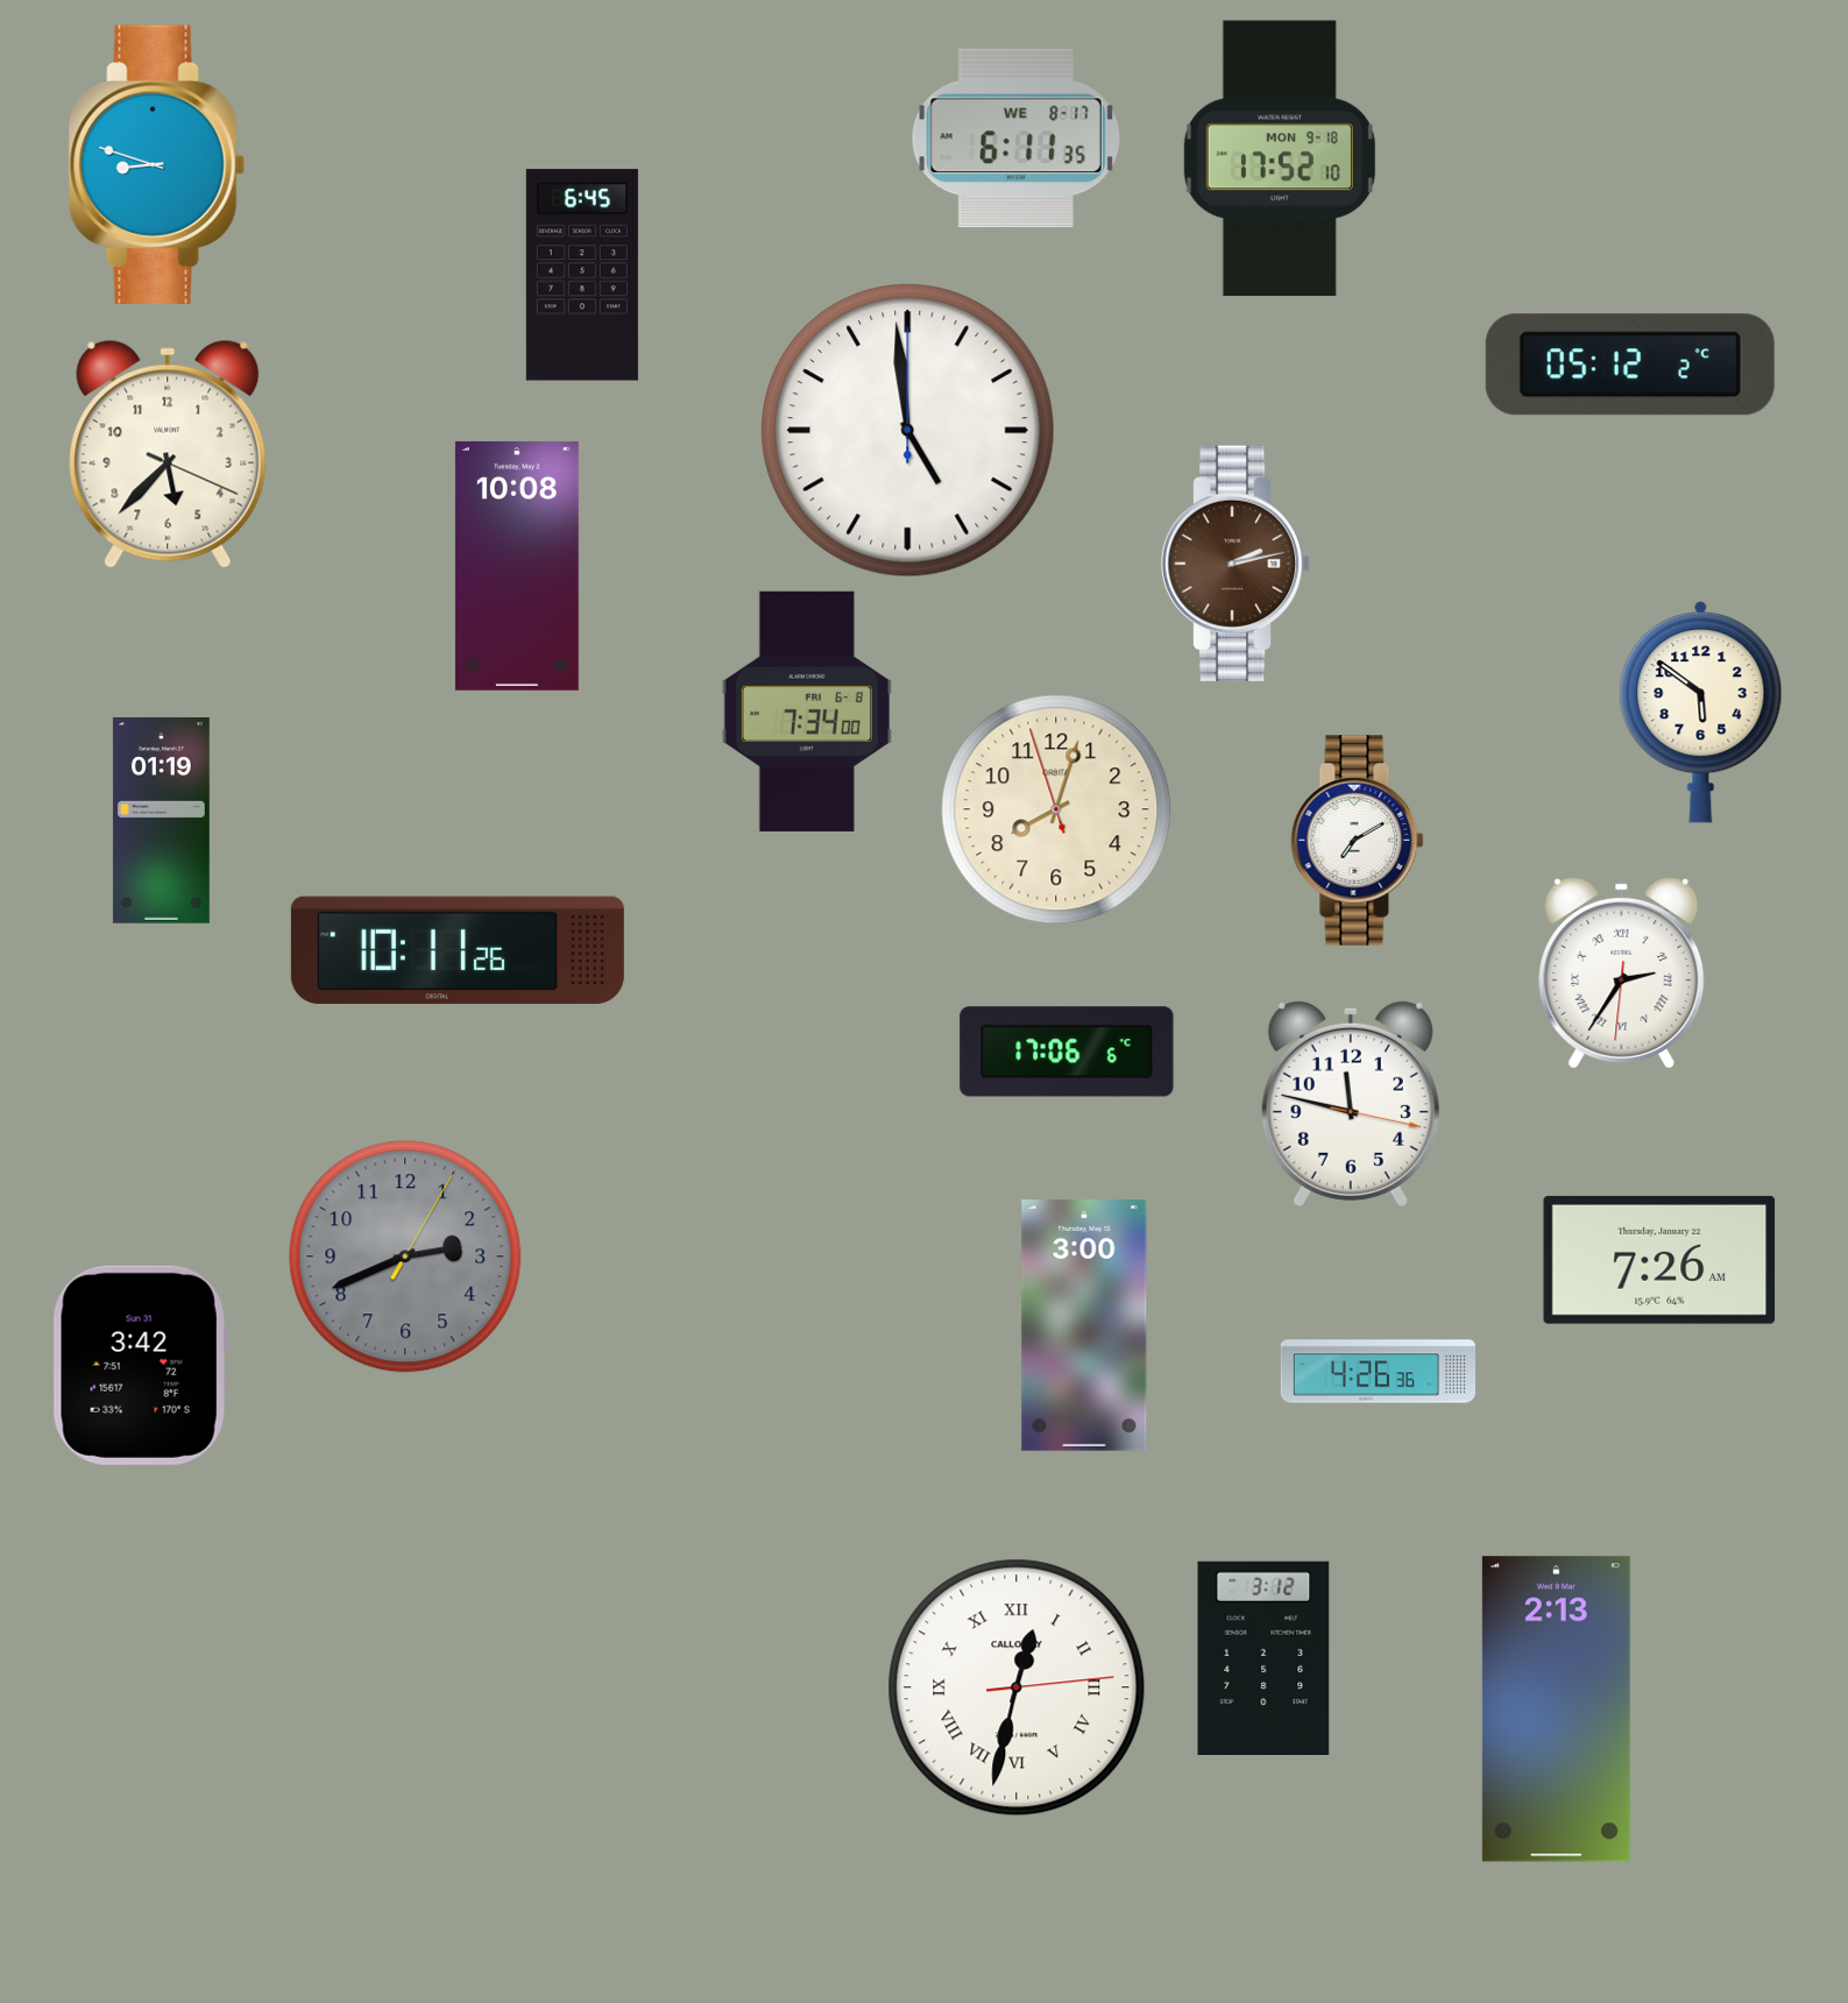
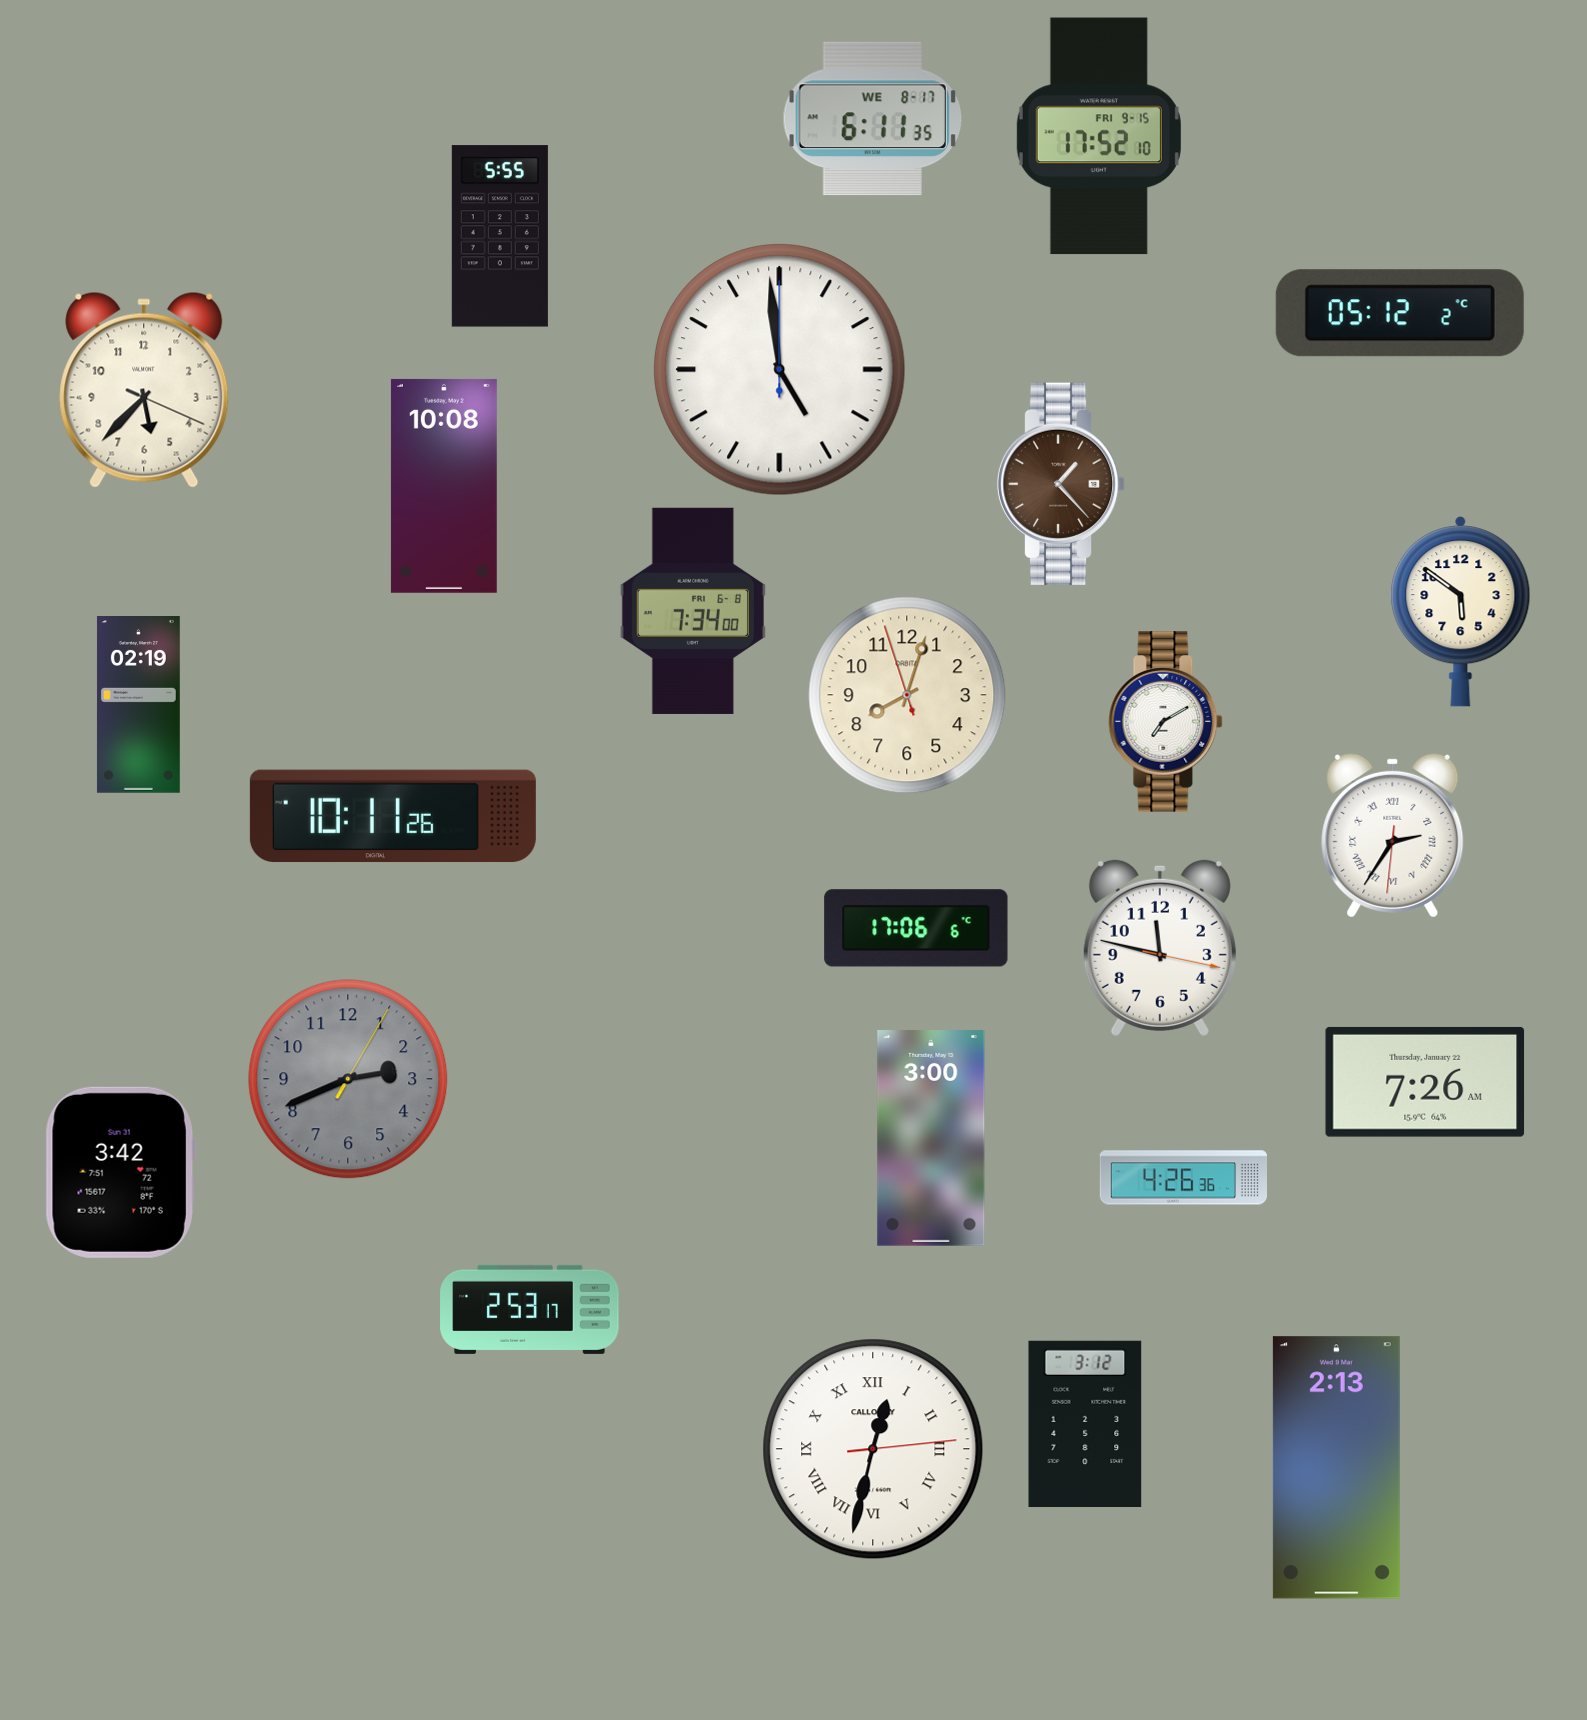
clock at (1280, 158) date: MON 9-18 -> FRI 9-15
clock at (156, 164): 8:48 -> none
clock at (582, 275): 6:45 -> 5:55
clock at (1235, 562): 2:13 -> 1:23
clock at (161, 821): 01:19 -> 02:19
clock at (1067, 1052) position: (1067, 1052) -> (916, 928)
clock at (530, 1309): none -> 2:53
